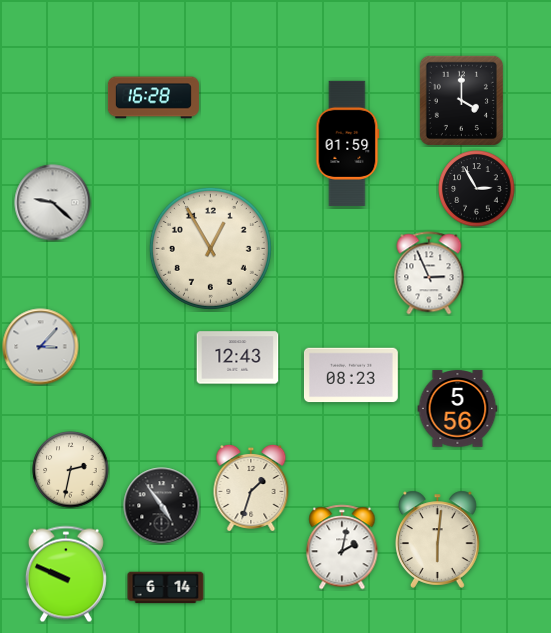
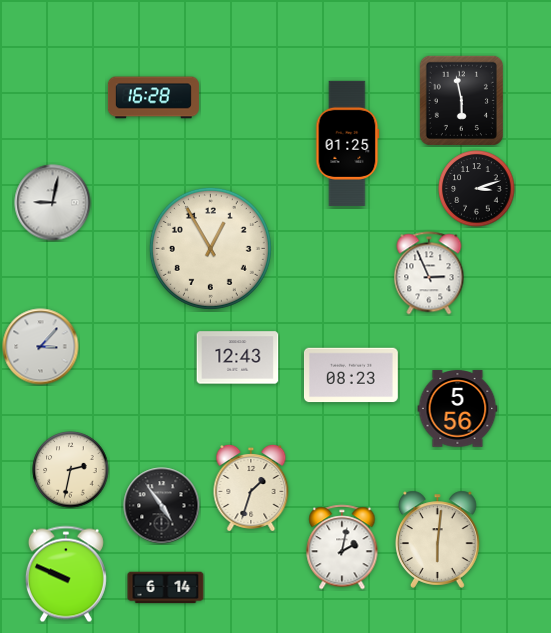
clock at (461, 100): 4:00 -> 5:58
clock at (348, 143): 01:59 -> 01:25
clock at (477, 189): 2:55 -> 3:12
clock at (53, 203): 9:22 -> 9:02
